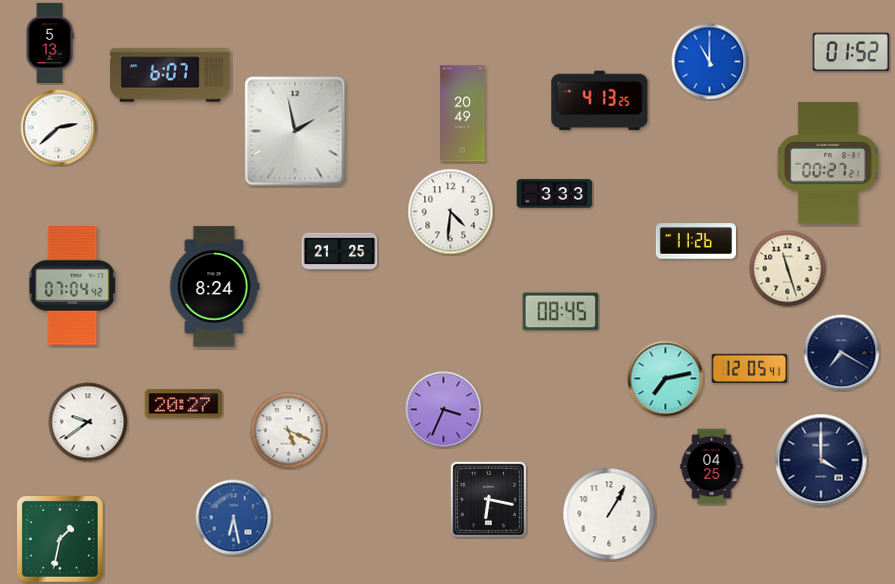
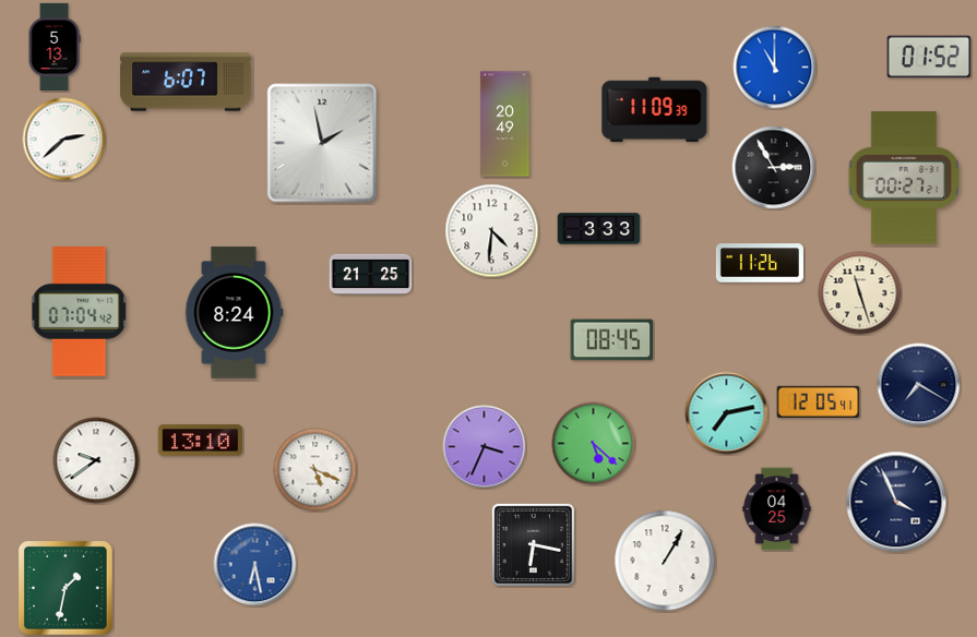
clock at (600, 101): 4:13 -> 11:09
clock at (774, 168): none -> 2:55
clock at (555, 194) position: (555, 194) -> (599, 229)
clock at (184, 404): 20:27 -> 13:10
clock at (594, 444): none -> 5:22
clock at (821, 460): 4:00 -> 3:56
